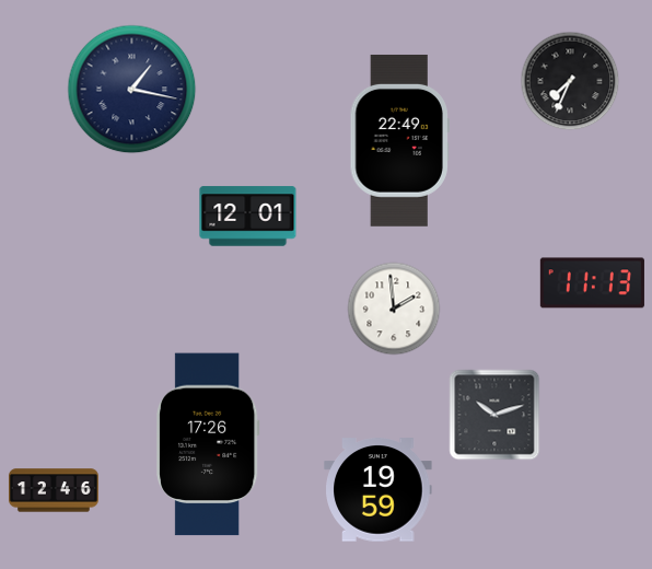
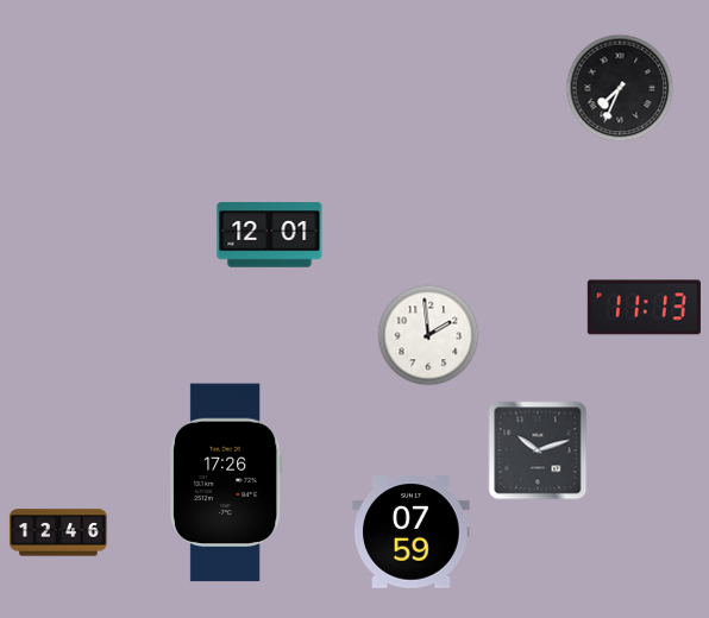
clock at (132, 90): 1:17 -> none
clock at (399, 140): 22:49 -> none
clock at (379, 490): 19:59 -> 07:59
